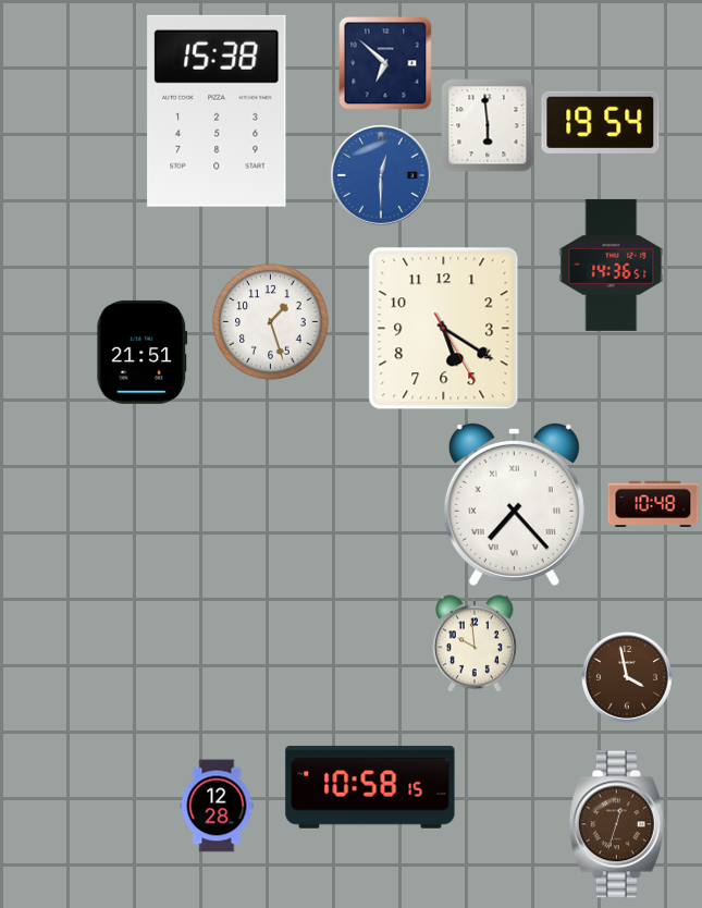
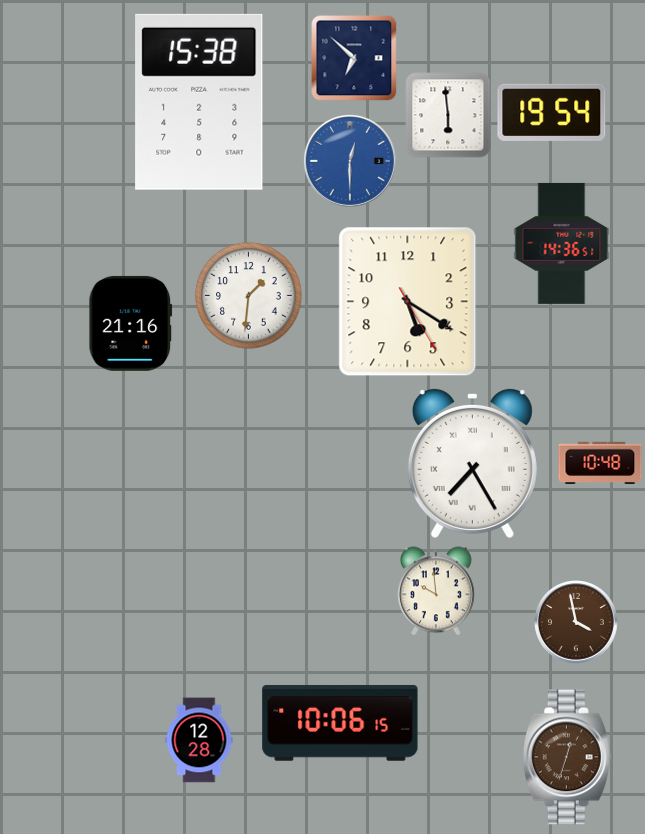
clock at (271, 322): 1:27 -> 1:31
clock at (143, 352): 21:51 -> 21:16
clock at (514, 504): 7:23 -> 7:25
clock at (370, 787): 10:58 -> 10:06
